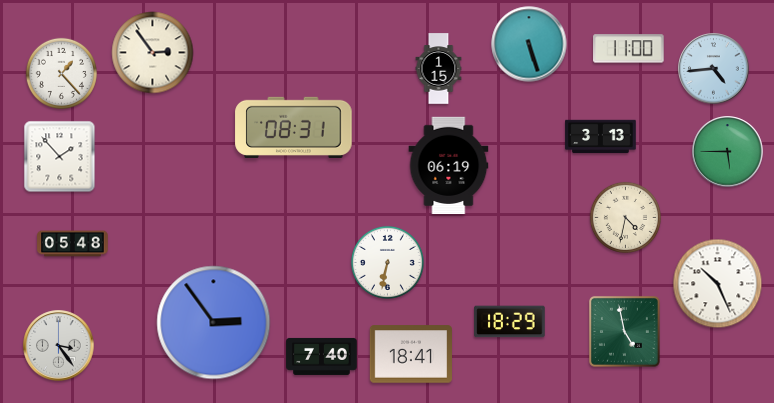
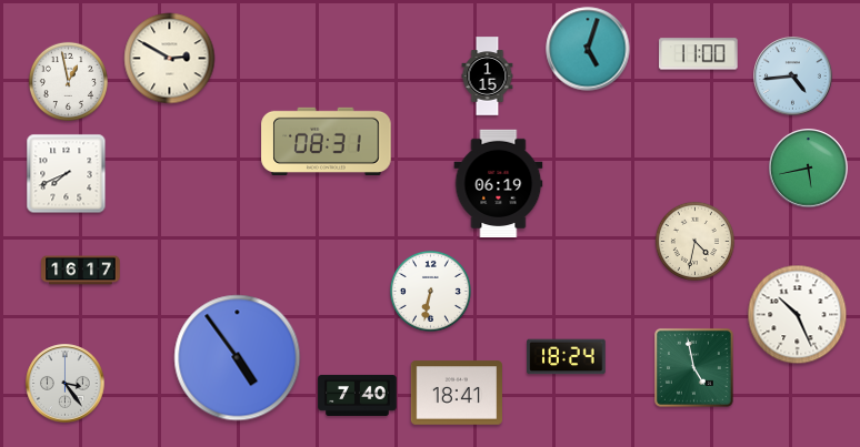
clock at (529, 44): 5:27 -> 5:03
clock at (153, 53): 2:54 -> 2:50
clock at (61, 73): 1:23 -> 12:58
clock at (601, 137): 3:13 -> none
clock at (728, 152): 5:45 -> 5:43
clock at (60, 157): 1:53 -> 7:41
clock at (73, 244): 05:48 -> 16:17
clock at (510, 322): 18:29 -> 18:24
clock at (214, 323): 2:54 -> 4:54
